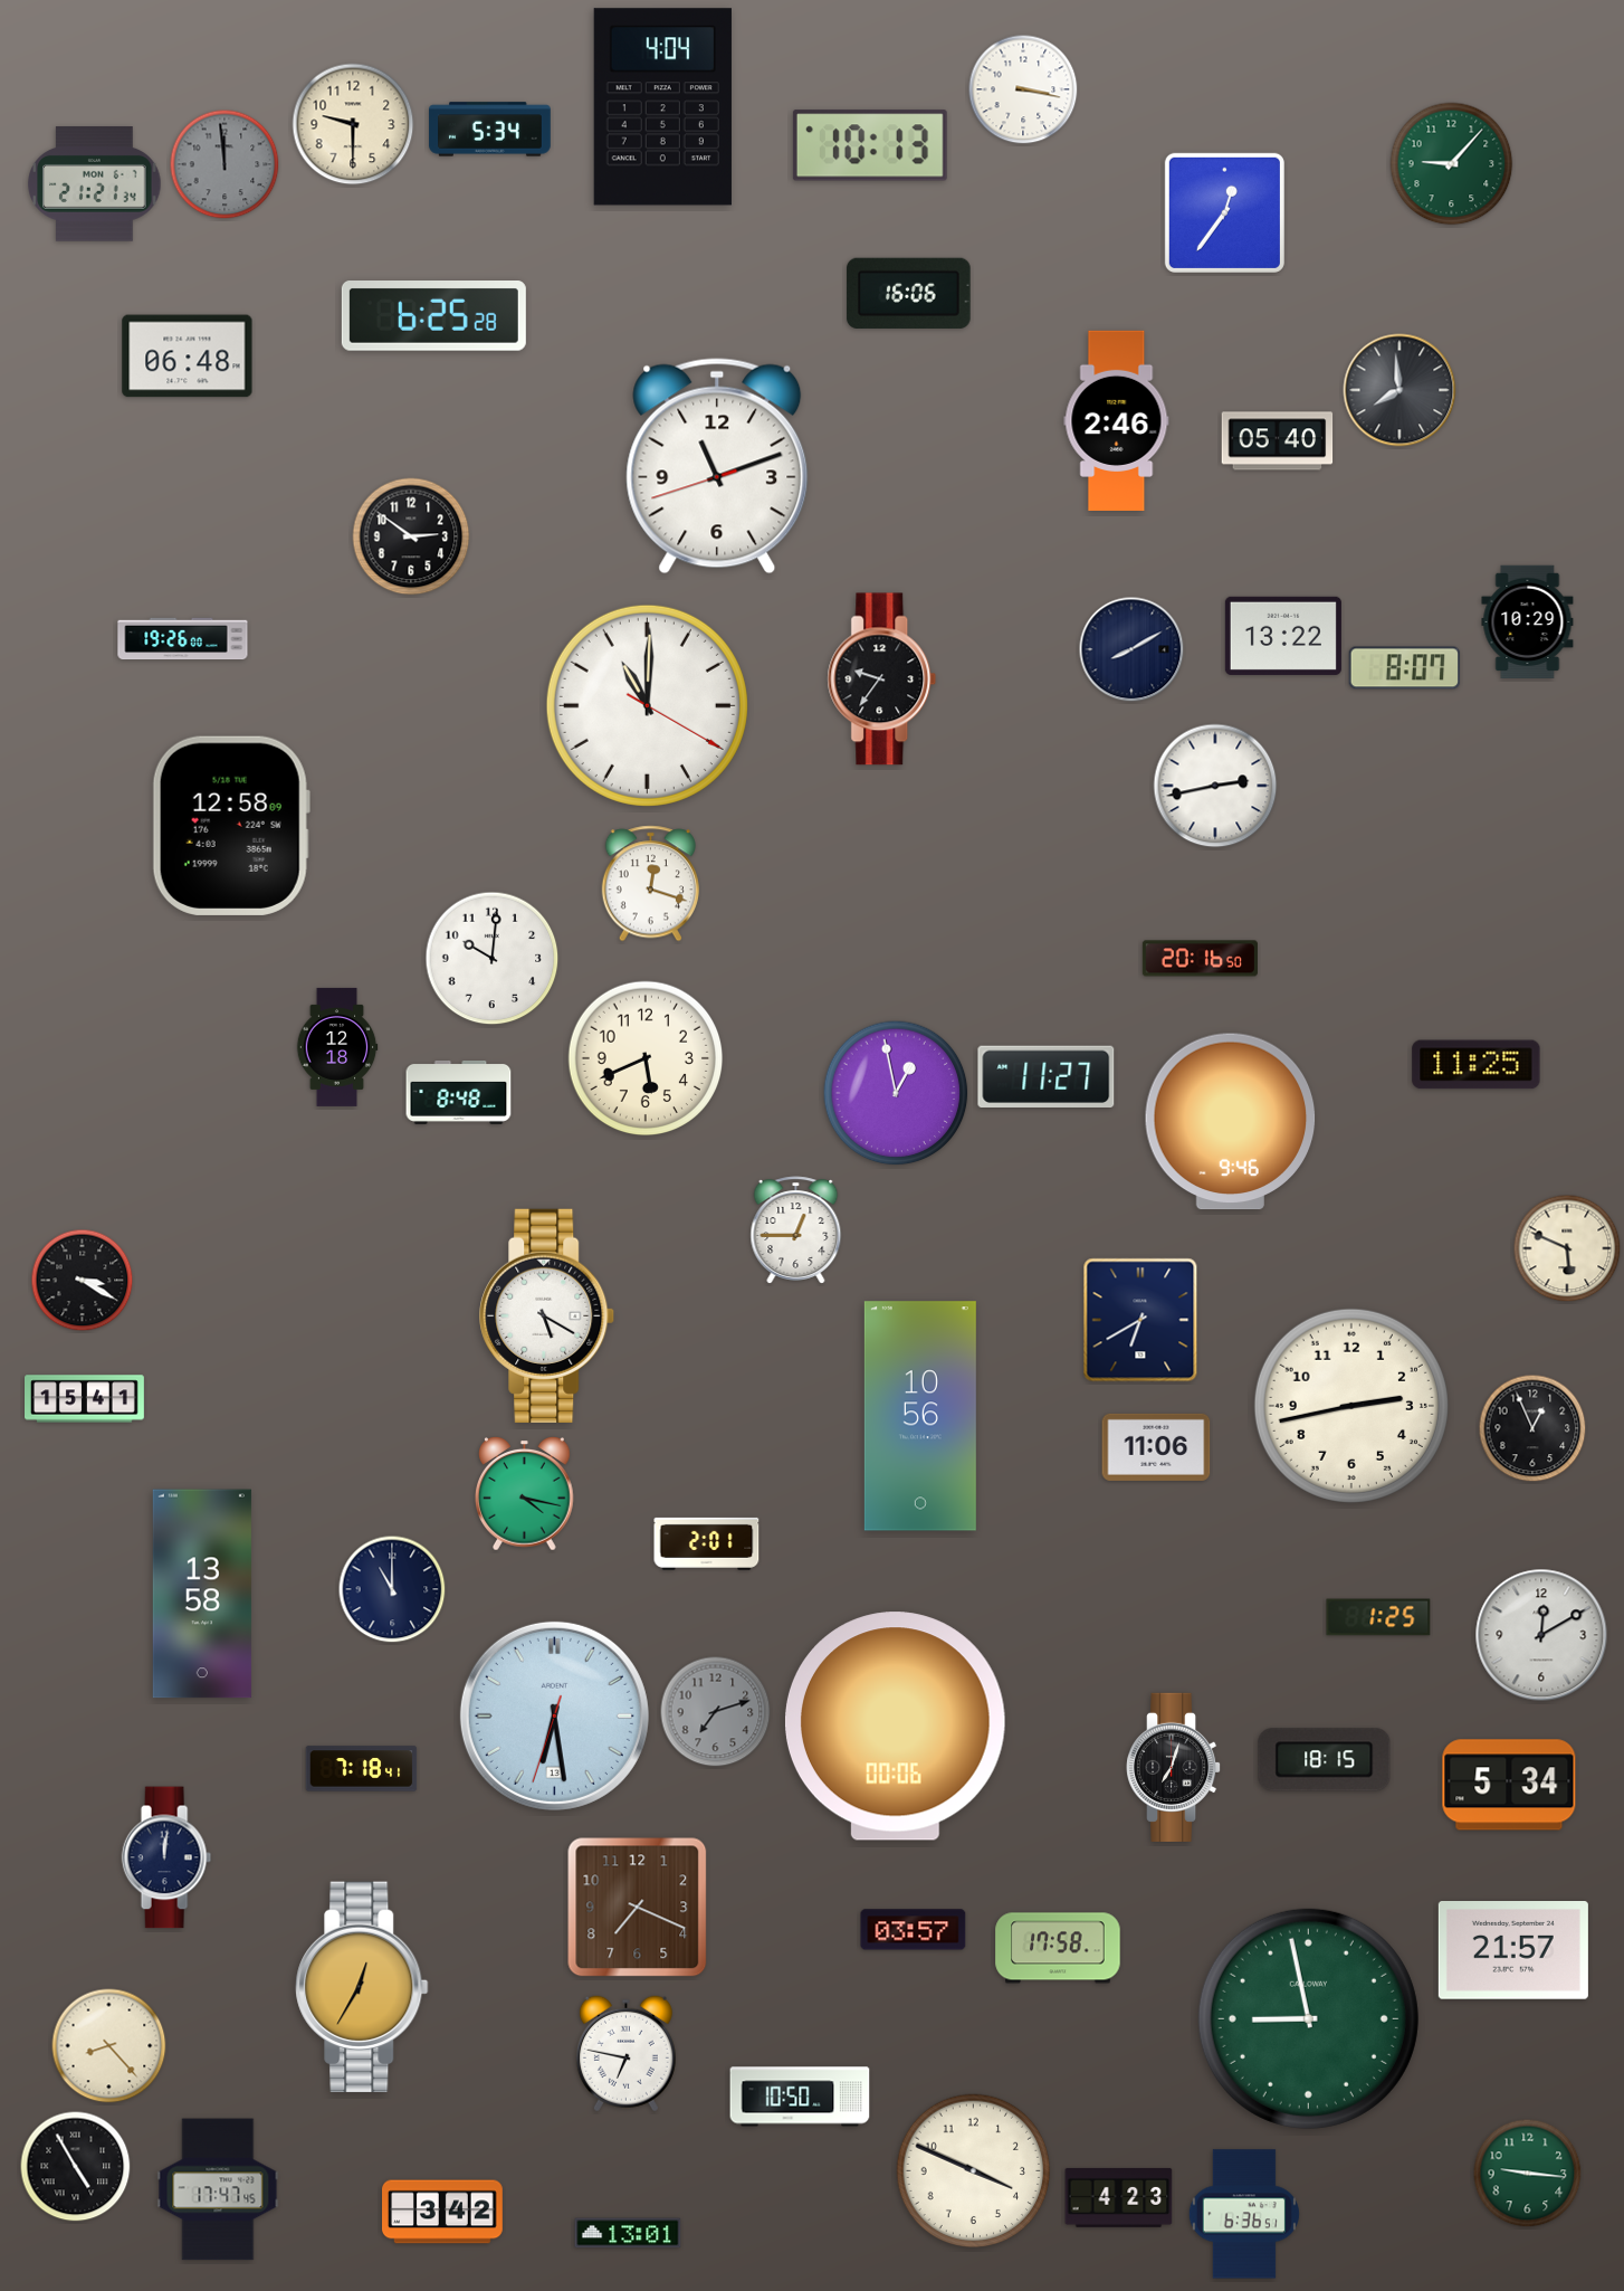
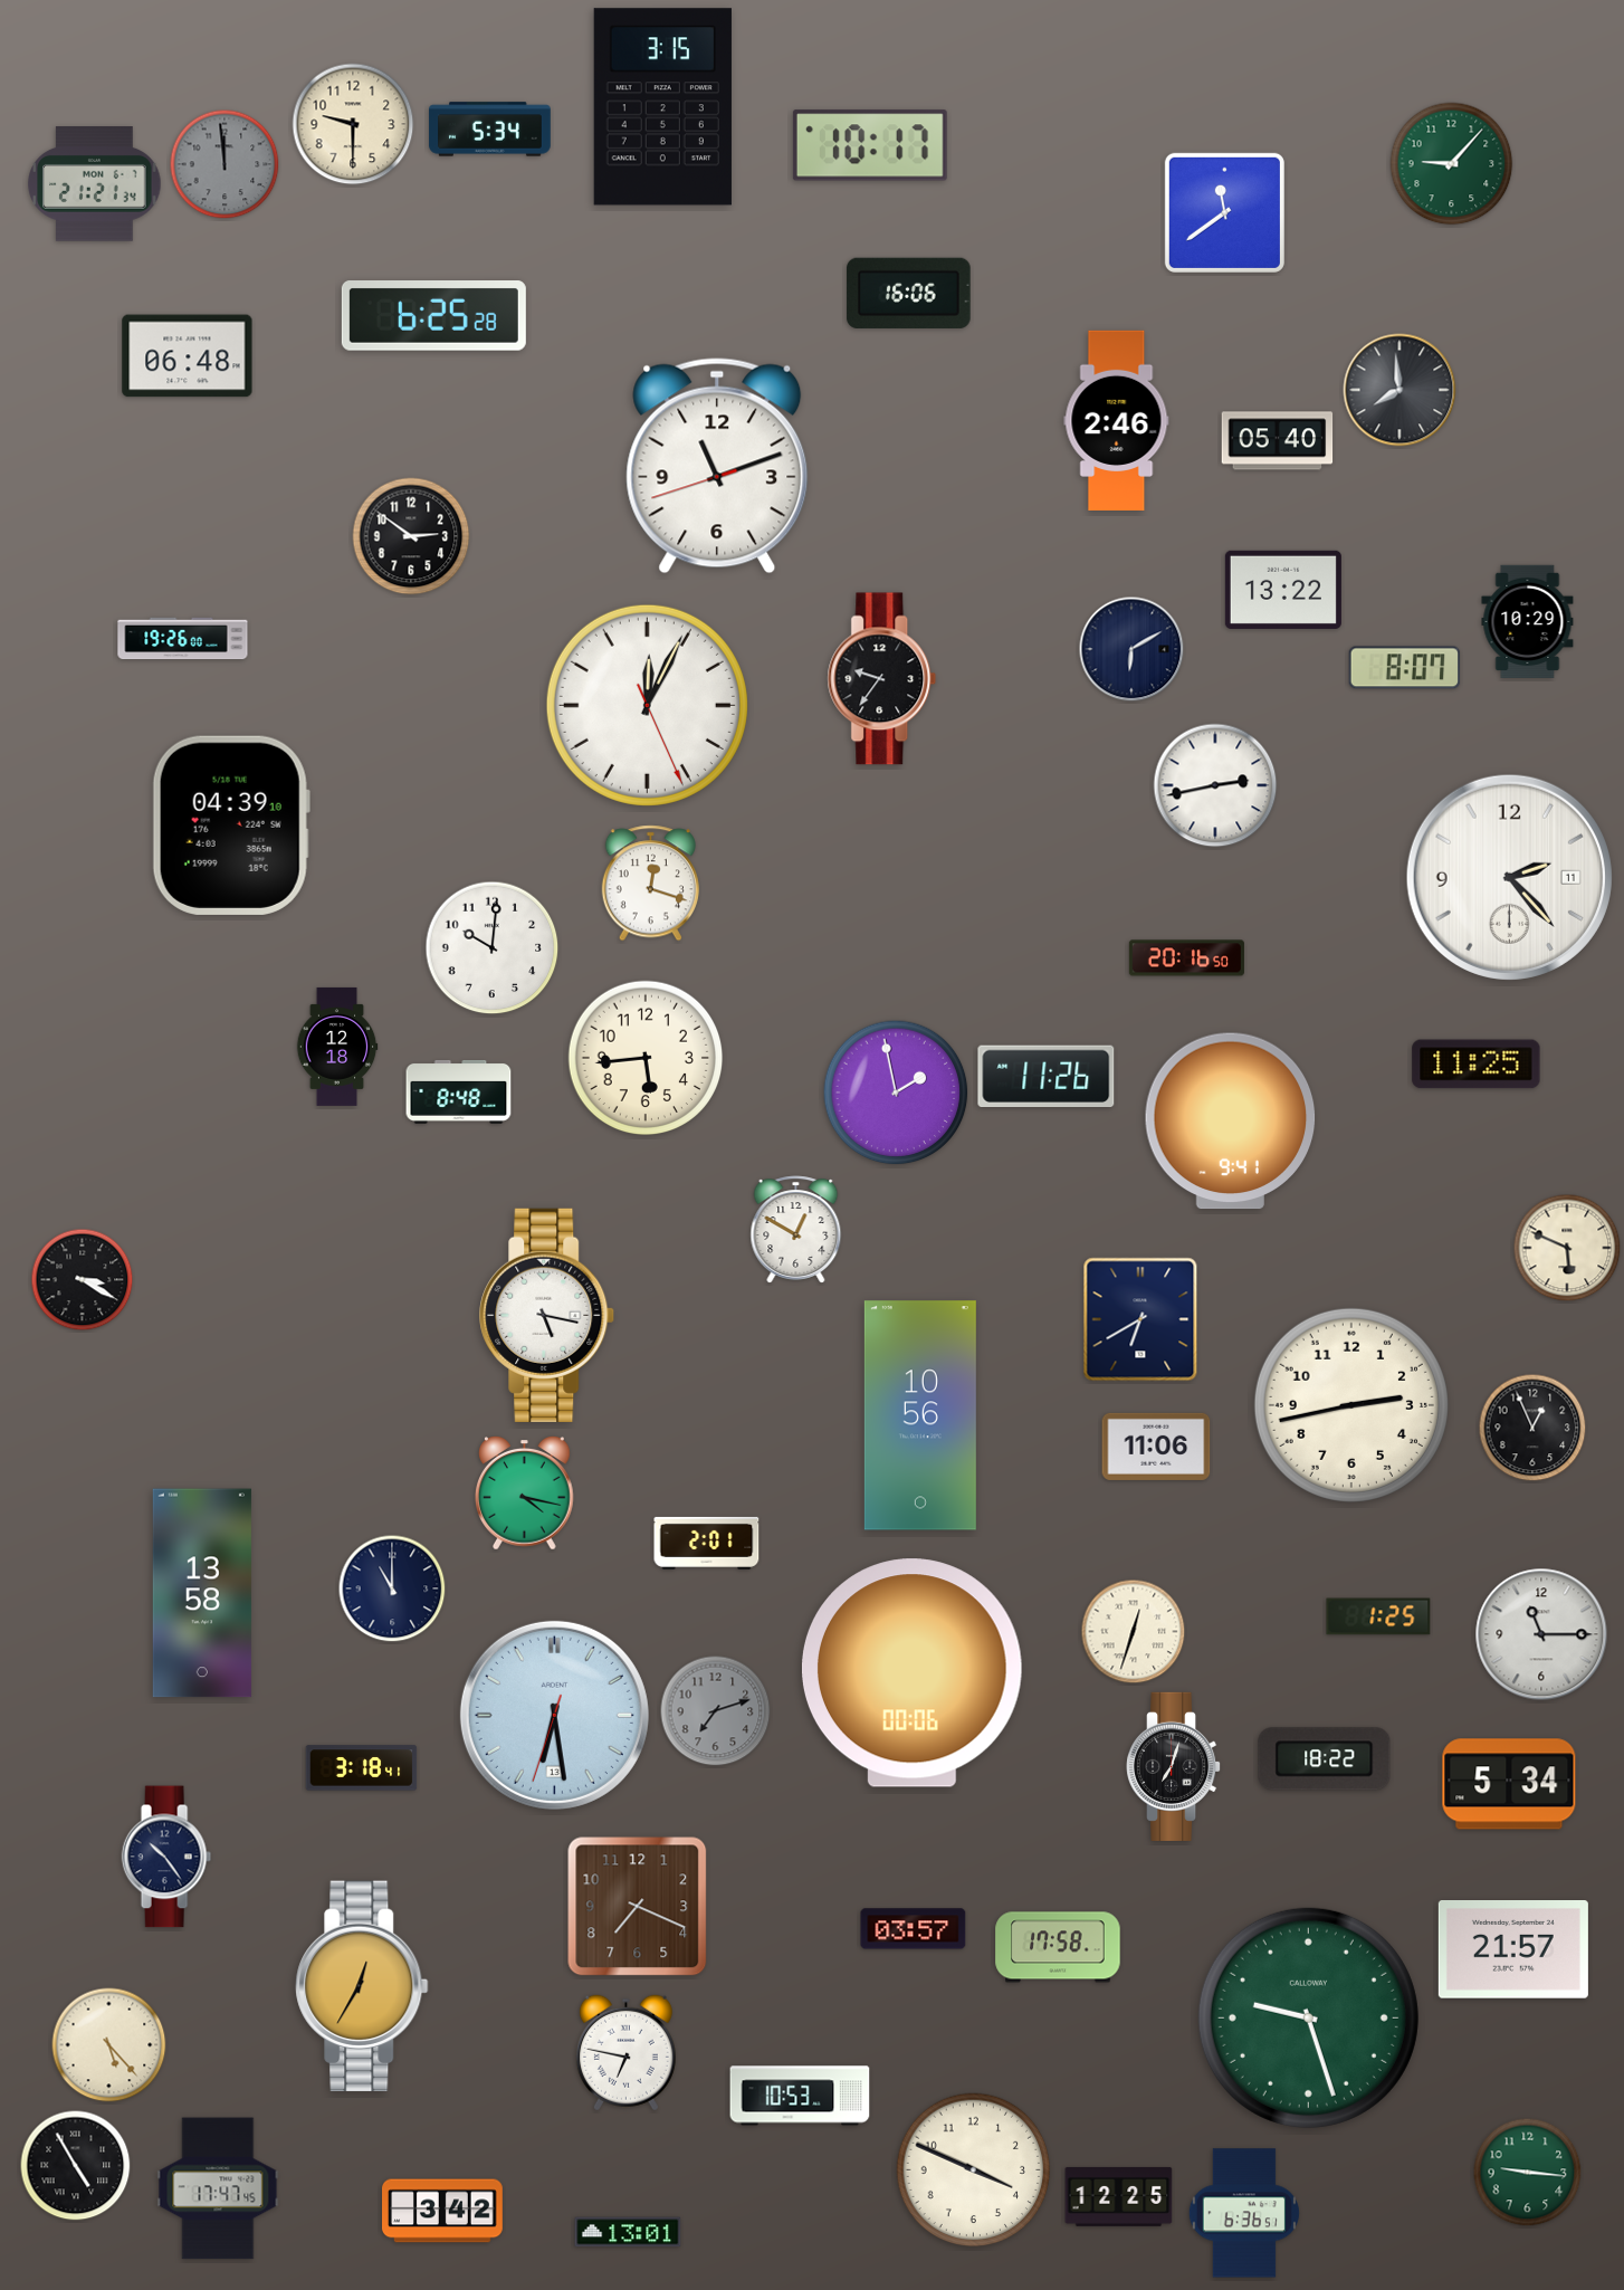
clock at (1023, 89): 3:17 -> none
clock at (662, 107): 4:04 -> 3:15
clock at (870, 145): 10:13 -> 10:17
clock at (1224, 212): 12:36 -> 11:39
clock at (1283, 636) position: (1283, 636) -> (1283, 590)
clock at (1131, 649): 8:10 -> 6:10
clock at (647, 705): 11:00 -> 12:04
clock at (231, 826): 12:58 -> 04:39
clock at (1509, 877): none -> 2:23
clock at (493, 959) position: (493, 959) -> (493, 948)
clock at (1200, 959) position: (1200, 959) -> (1186, 958)
clock at (646, 1058): 5:41 -> 5:44
clock at (1047, 1076): 11:27 -> 11:26
clock at (896, 1093): 12:58 -> 1:58
clock at (1231, 1122): 9:46 -> 9:41
clock at (796, 1230): 12:45 -> 12:50
clock at (547, 1315): 5:20 -> 5:17
clock at (85, 1399): 15:41 -> none
clock at (1134, 1632): none -> 12:33
clock at (1541, 1635): 12:10 -> 11:15
clock at (896, 1727) position: (896, 1727) -> (913, 1673)
clock at (1325, 1760): 18:15 -> 18:22
clock at (362, 1769): 7:18 -> 3:18
clock at (166, 1857): 12:01 -> 10:24
clock at (1308, 2018): 8:58 -> 9:27
clock at (109, 2046): 8:23 -> 5:23
clock at (800, 2097): 10:50 -> 10:53
clock at (1119, 2197): 4:23 -> 12:25
